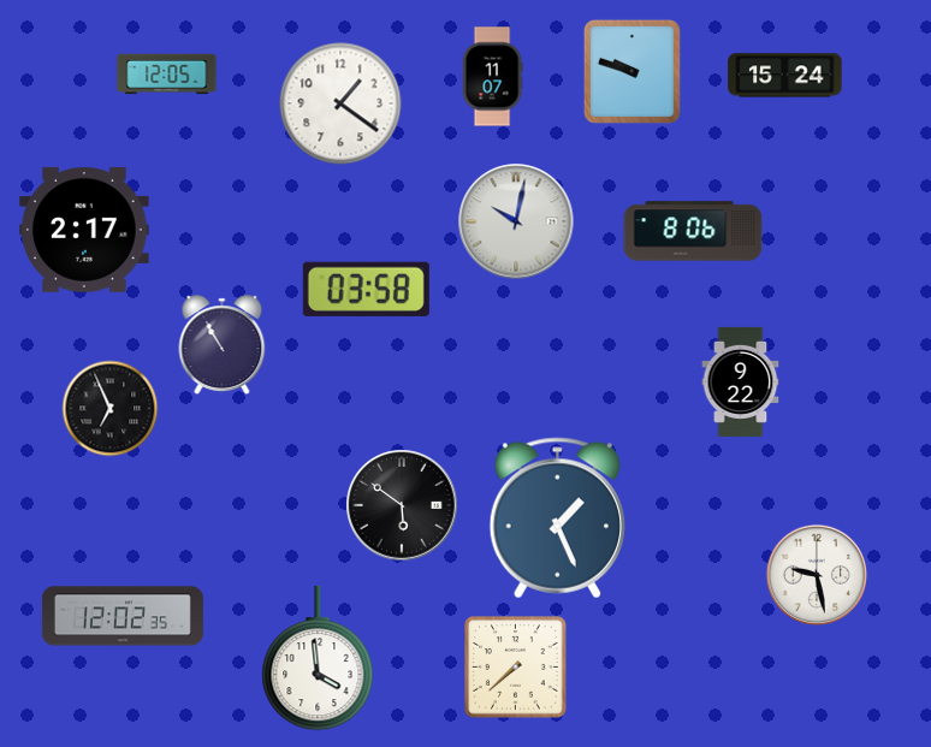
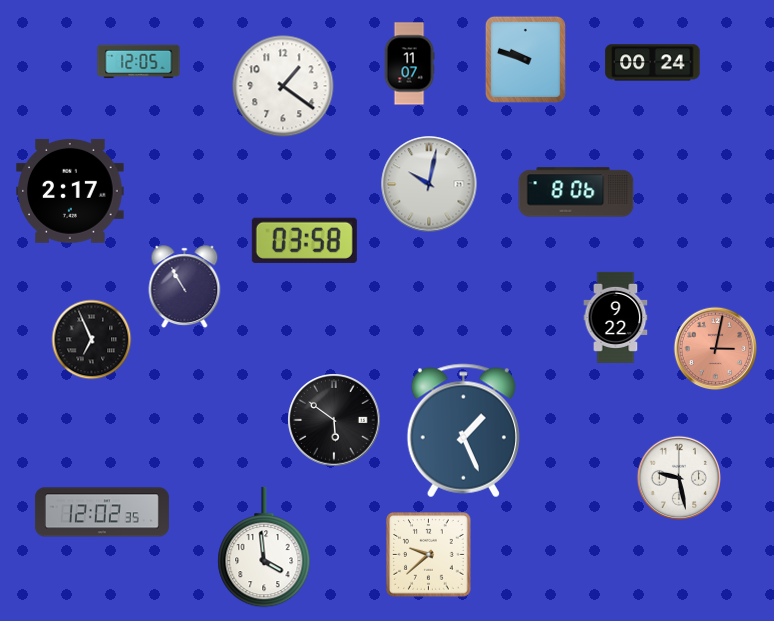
clock at (785, 76): 15:24 -> 00:24
clock at (716, 349): none -> 3:02
clock at (516, 668): 7:38 -> 9:38
